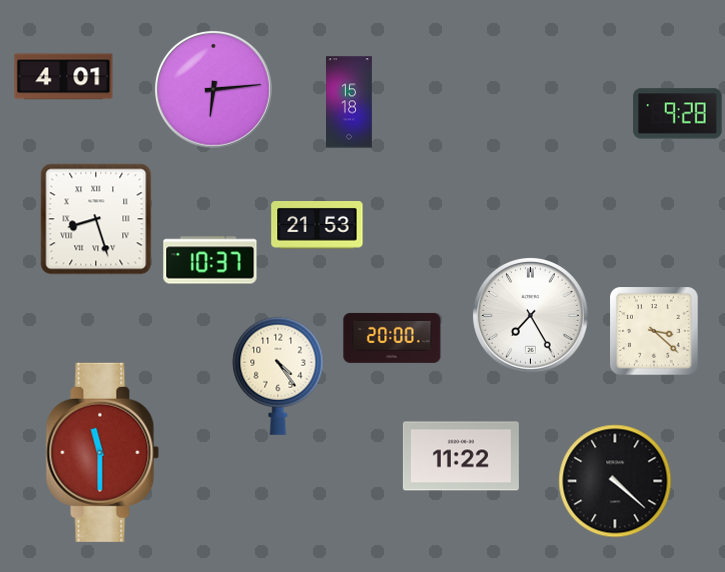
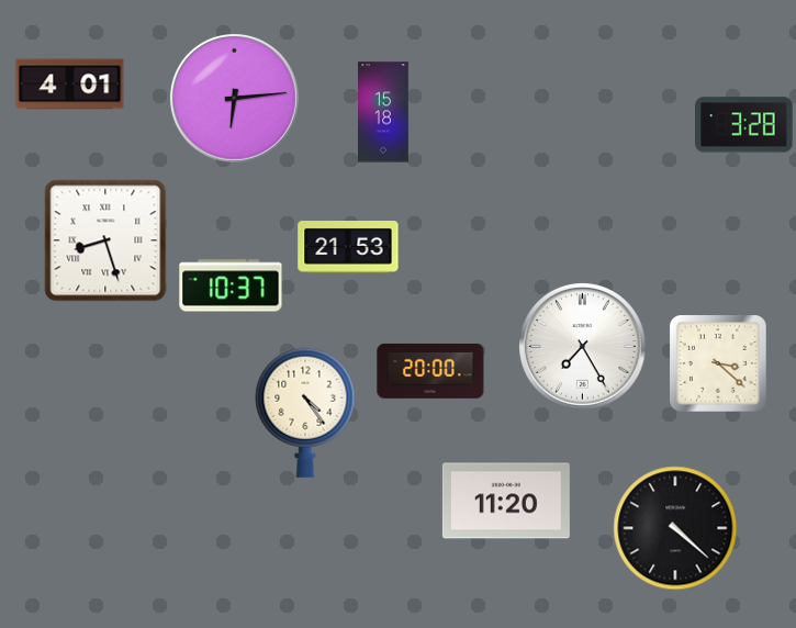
clock at (678, 114): 9:28 -> 3:28
clock at (103, 452): 11:30 -> none
clock at (461, 456): 11:22 -> 11:20
